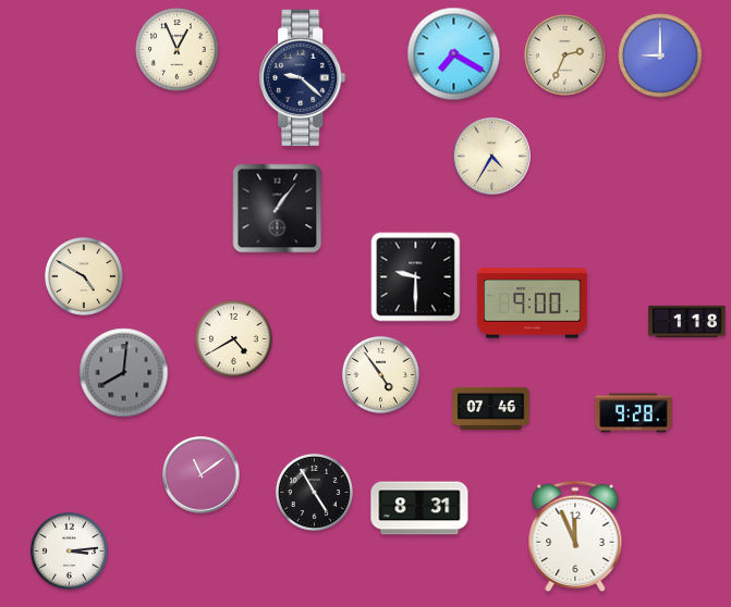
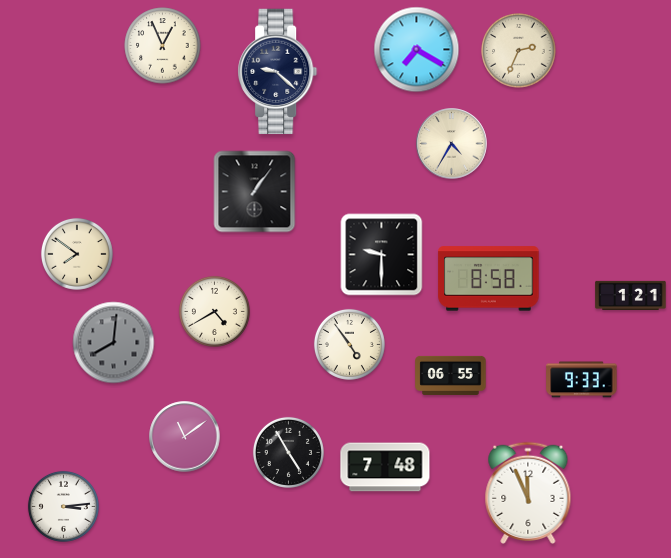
clock at (660, 55): 9:00 -> none
clock at (84, 276): 4:50 -> 7:51
clock at (533, 303): 9:00 -> 8:58
clock at (687, 321): 1:18 -> 1:21
clock at (491, 408): 07:46 -> 06:55
clock at (634, 413): 9:28 -> 9:33
clock at (419, 508): 8:31 -> 7:48
